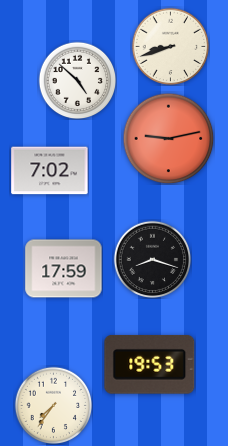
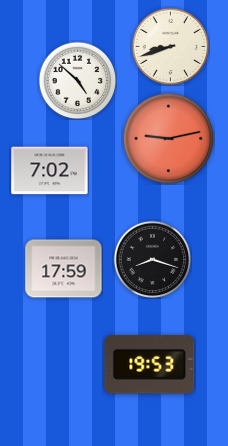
clock at (53, 405): 7:36 -> none
